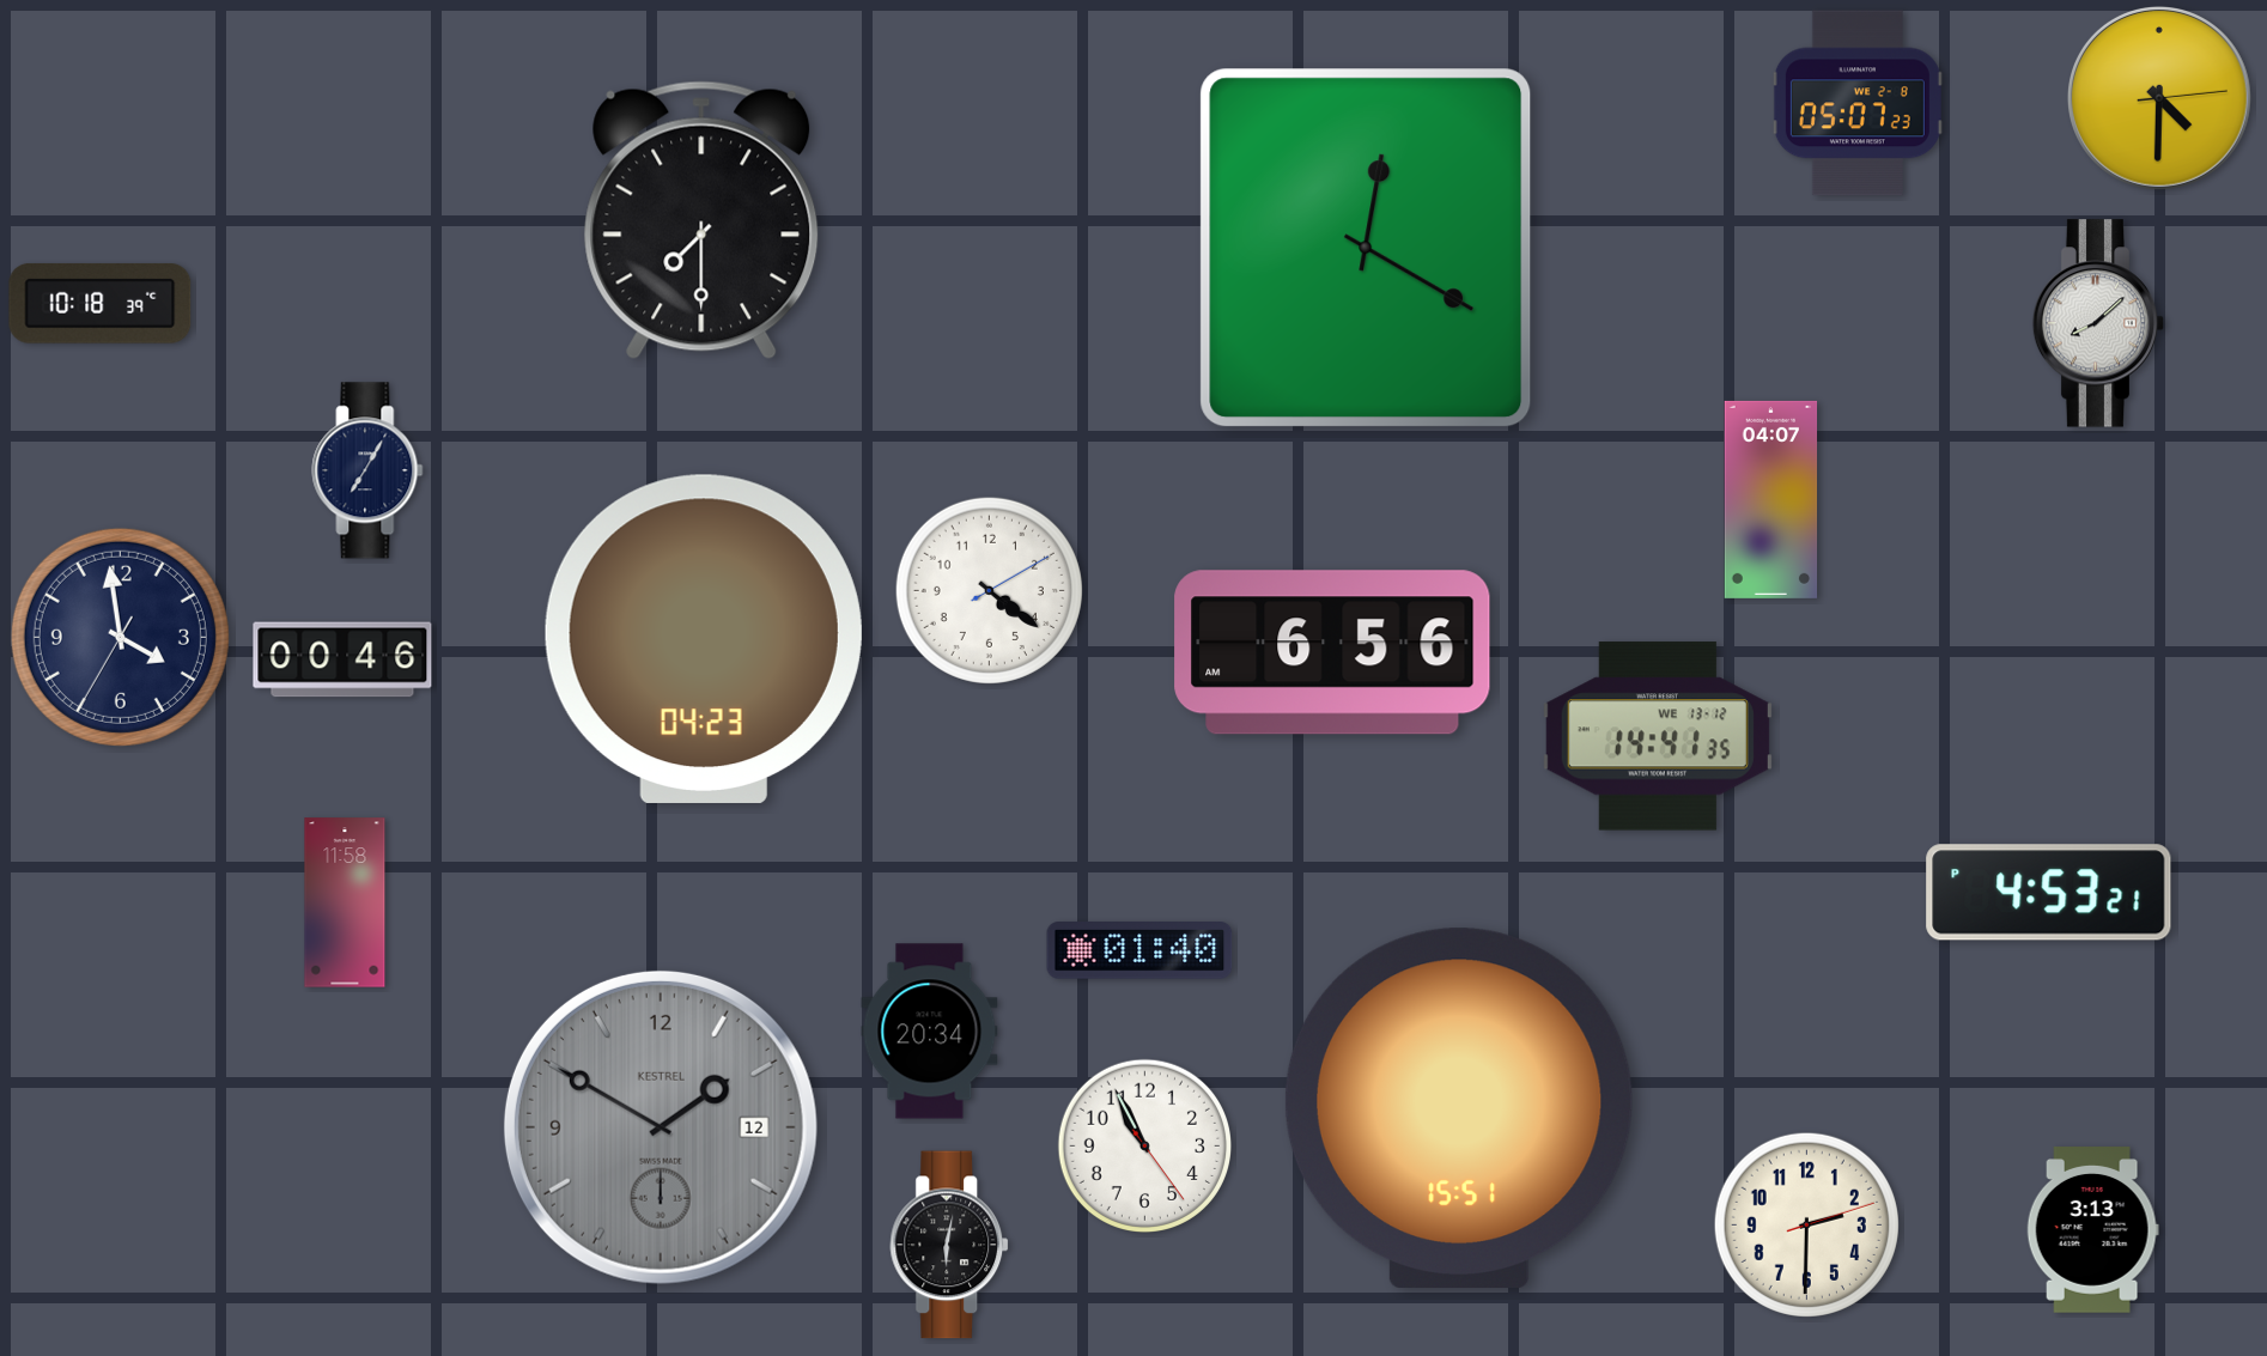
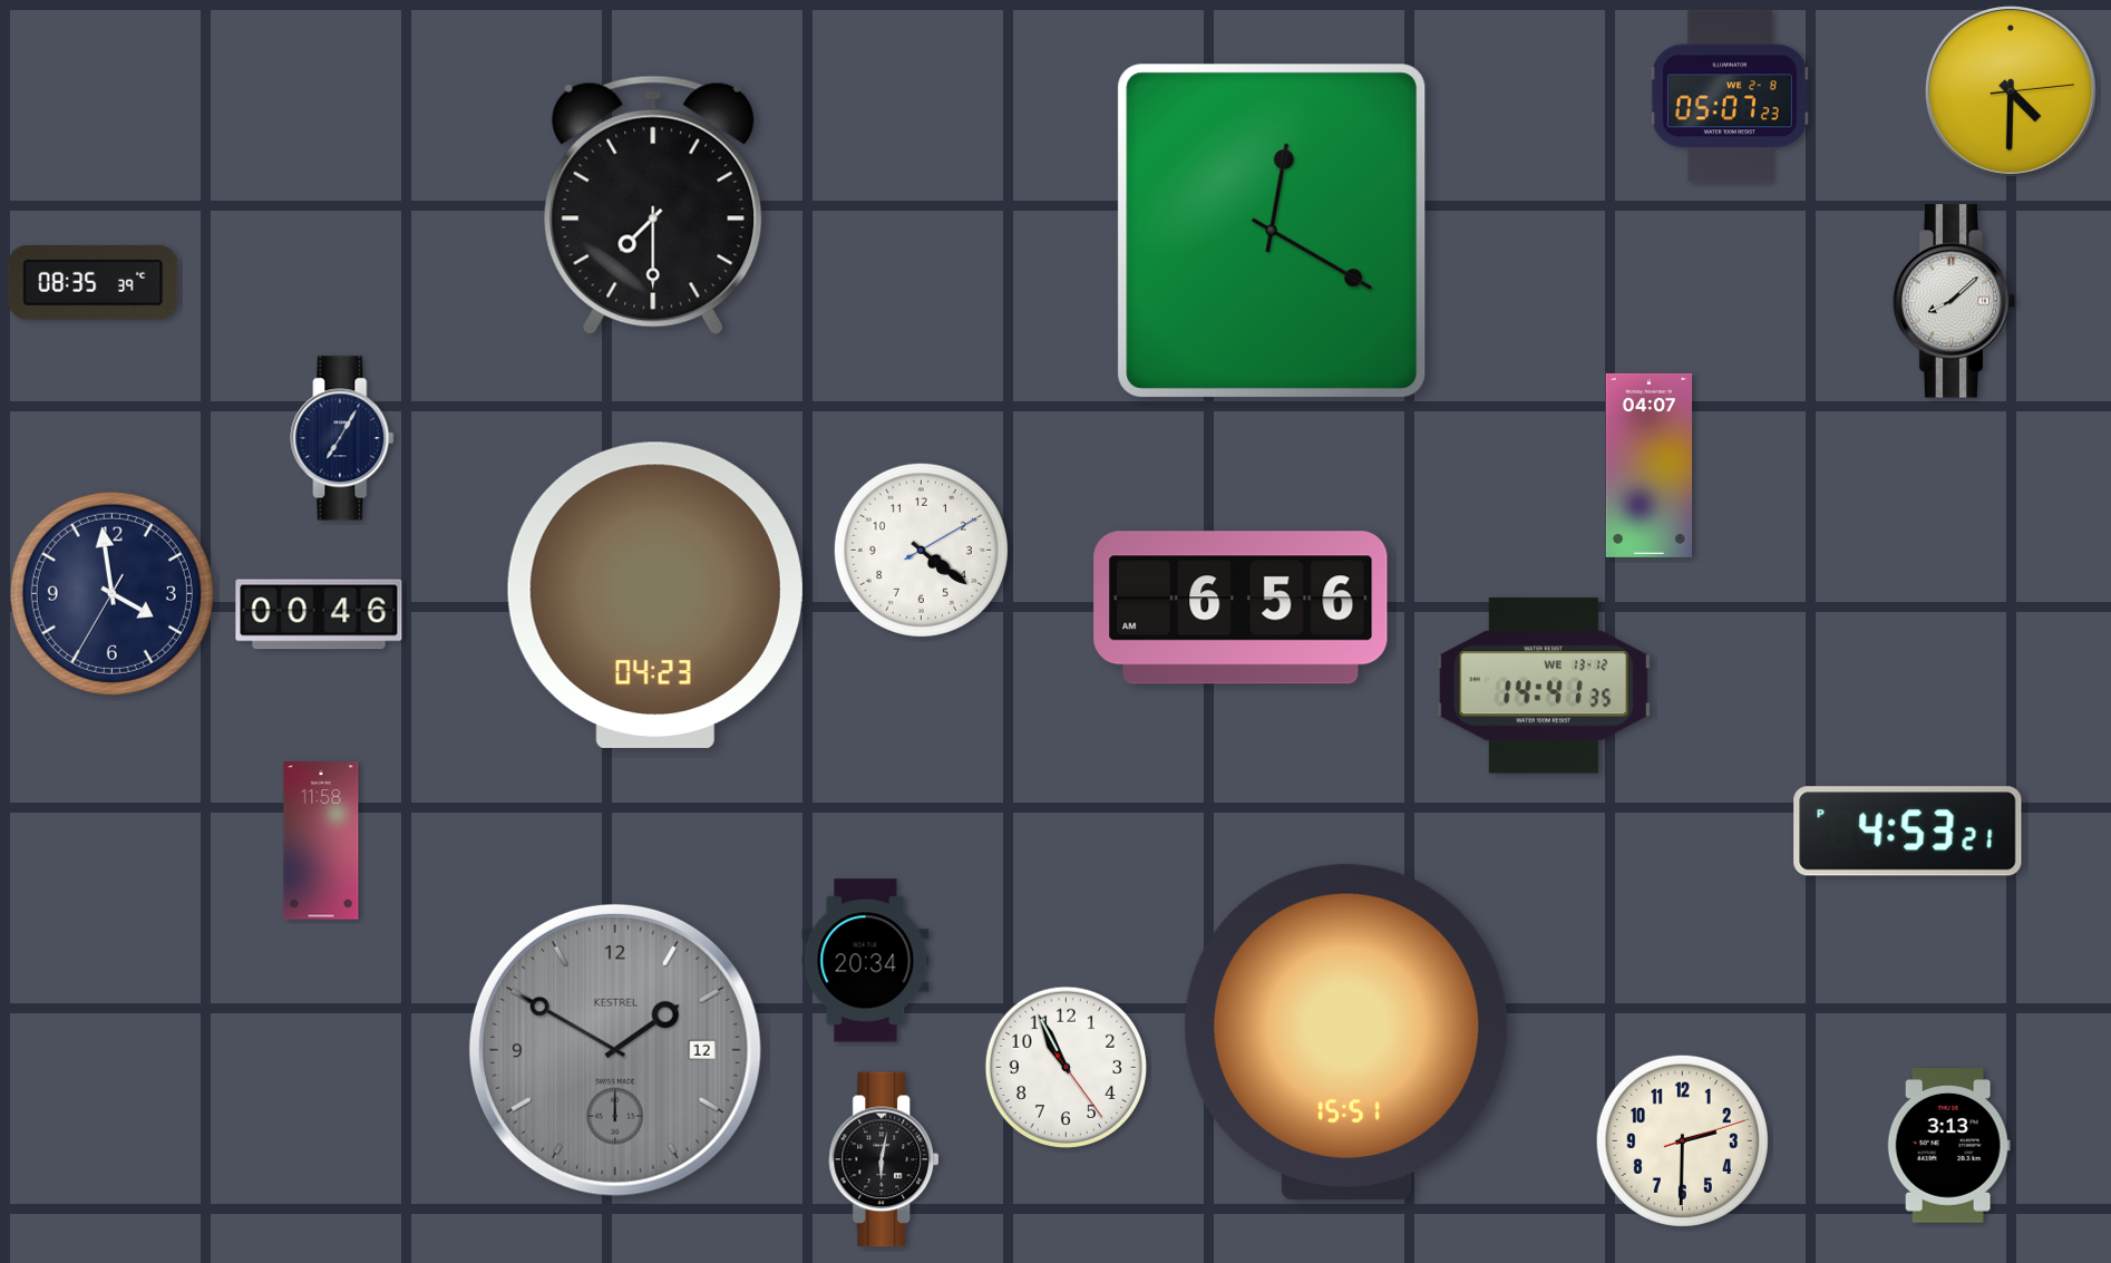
clock at (101, 303): 10:18 -> 08:35
clock at (1139, 951): 01:40 -> none
clock at (1459, 1107) position: (1459, 1107) -> (1346, 1031)
